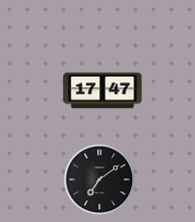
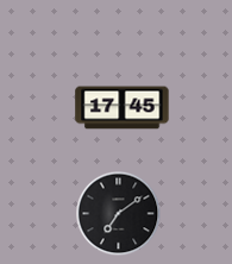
clock at (103, 91): 17:47 -> 17:45
